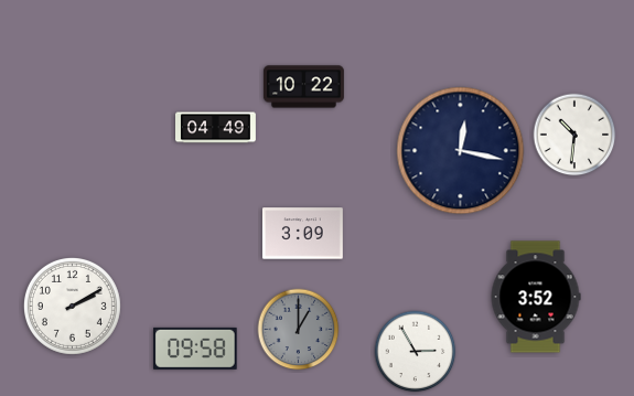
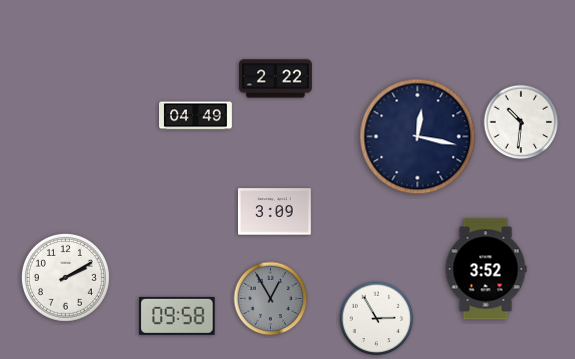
clock at (304, 87): 10:22 -> 2:22
clock at (299, 330): 1:00 -> 12:55
